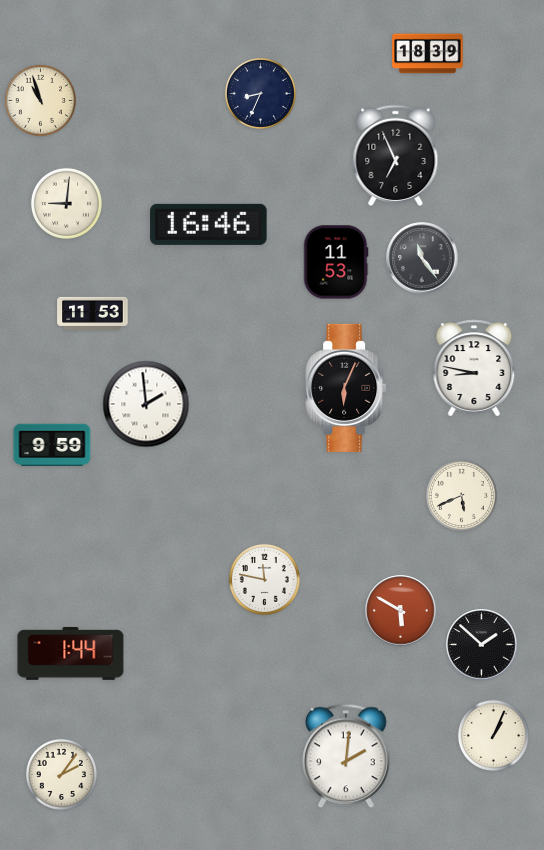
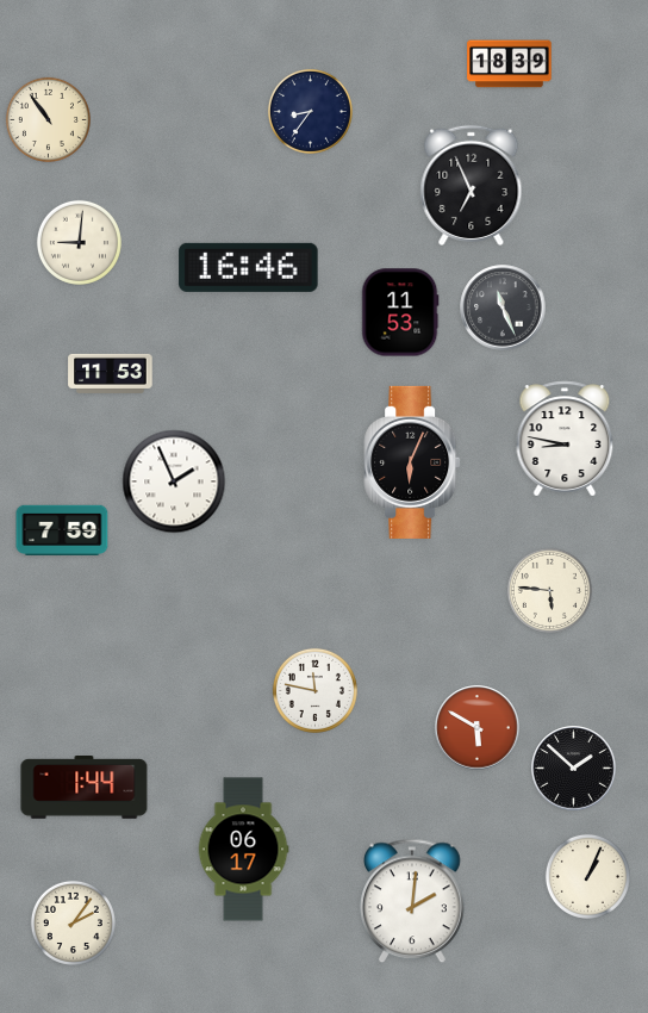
clock at (260, 93): 8:34 -> 8:36
clock at (40, 100): 10:57 -> 10:54
clock at (422, 258): 11:24 -> 11:26
clock at (146, 404): 1:59 -> 1:56
clock at (52, 444): 9:59 -> 7:59
clock at (461, 495): 5:41 -> 5:46
clock at (71, 654) position: (71, 654) -> (85, 788)
clock at (243, 850): none -> 06:17
